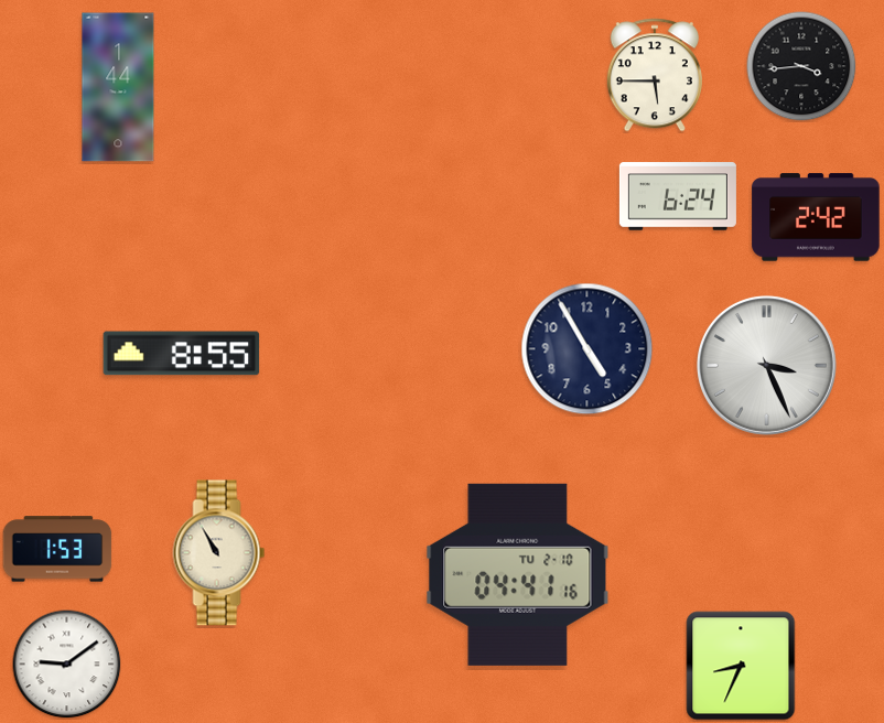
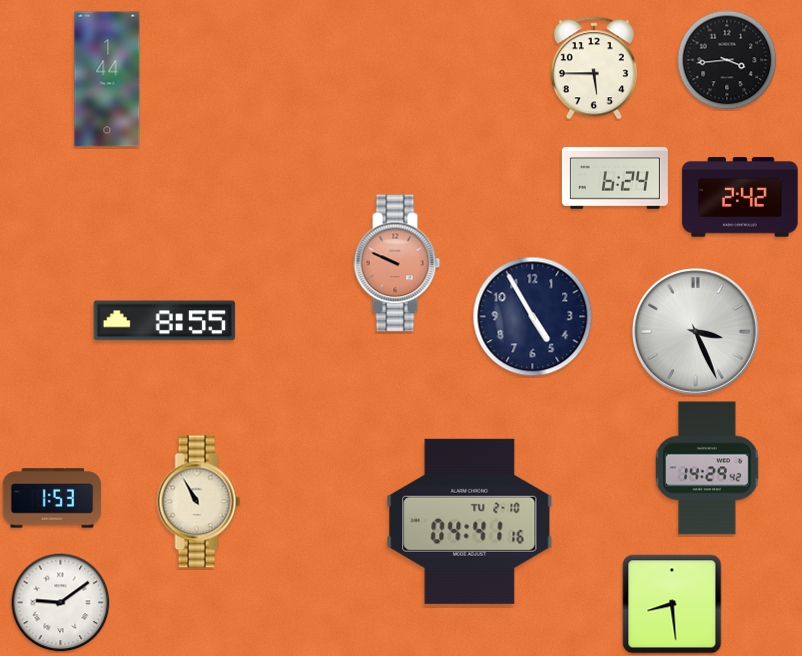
clock at (397, 263): none -> 9:49
clock at (707, 468): none -> 14:29
clock at (741, 666): 8:34 -> 8:29
